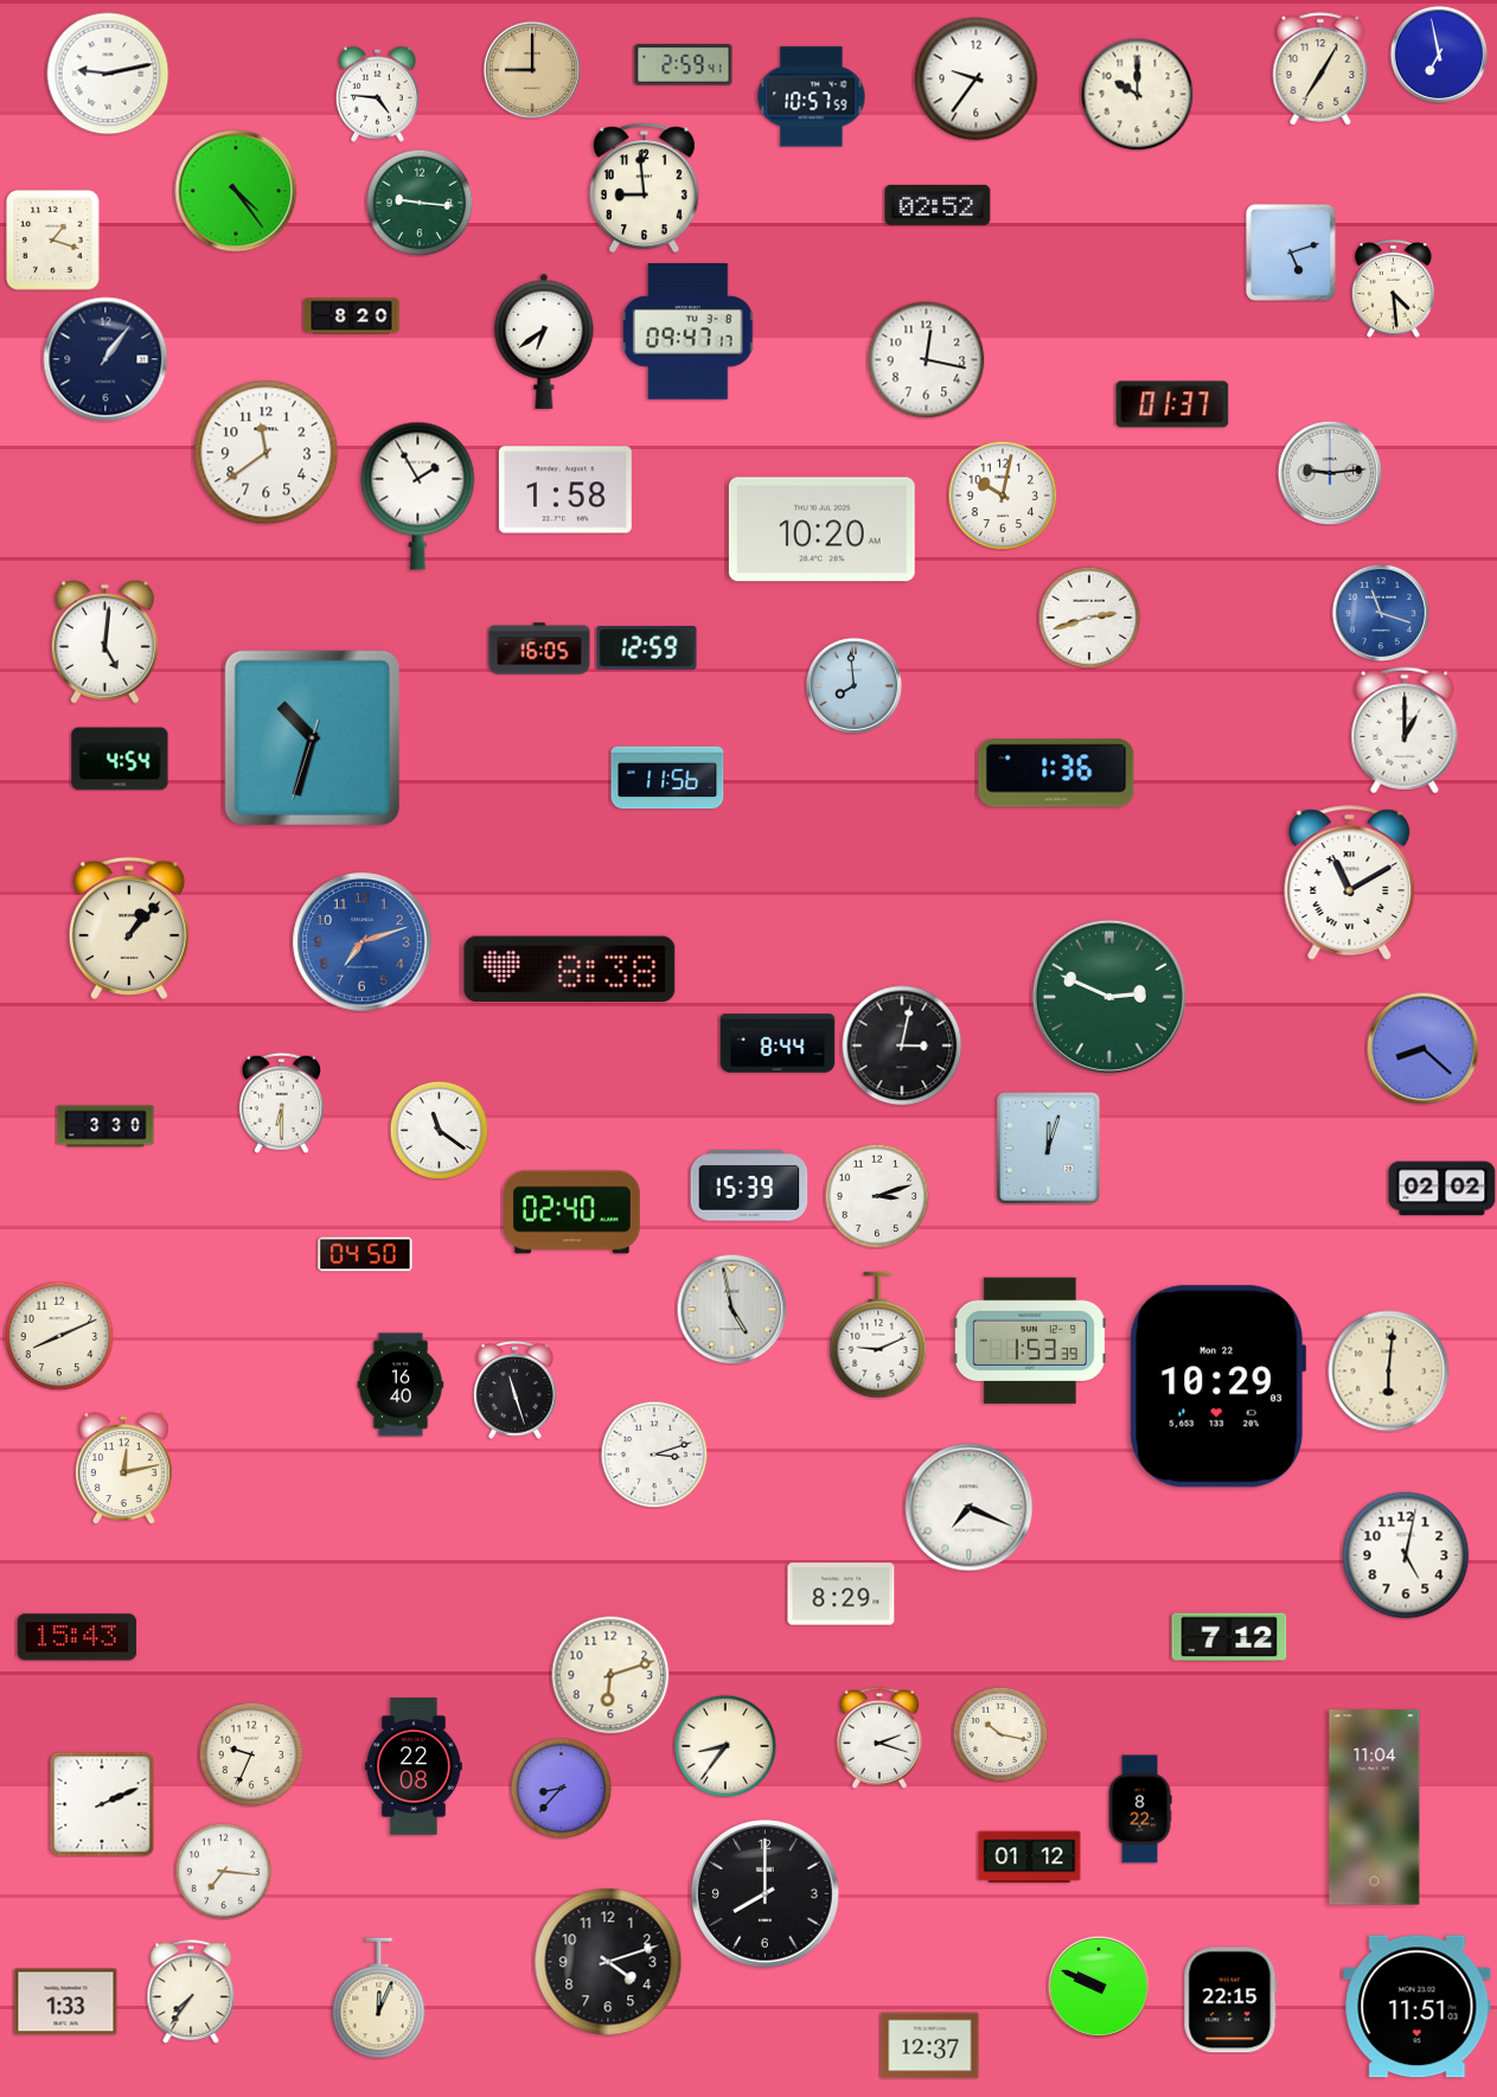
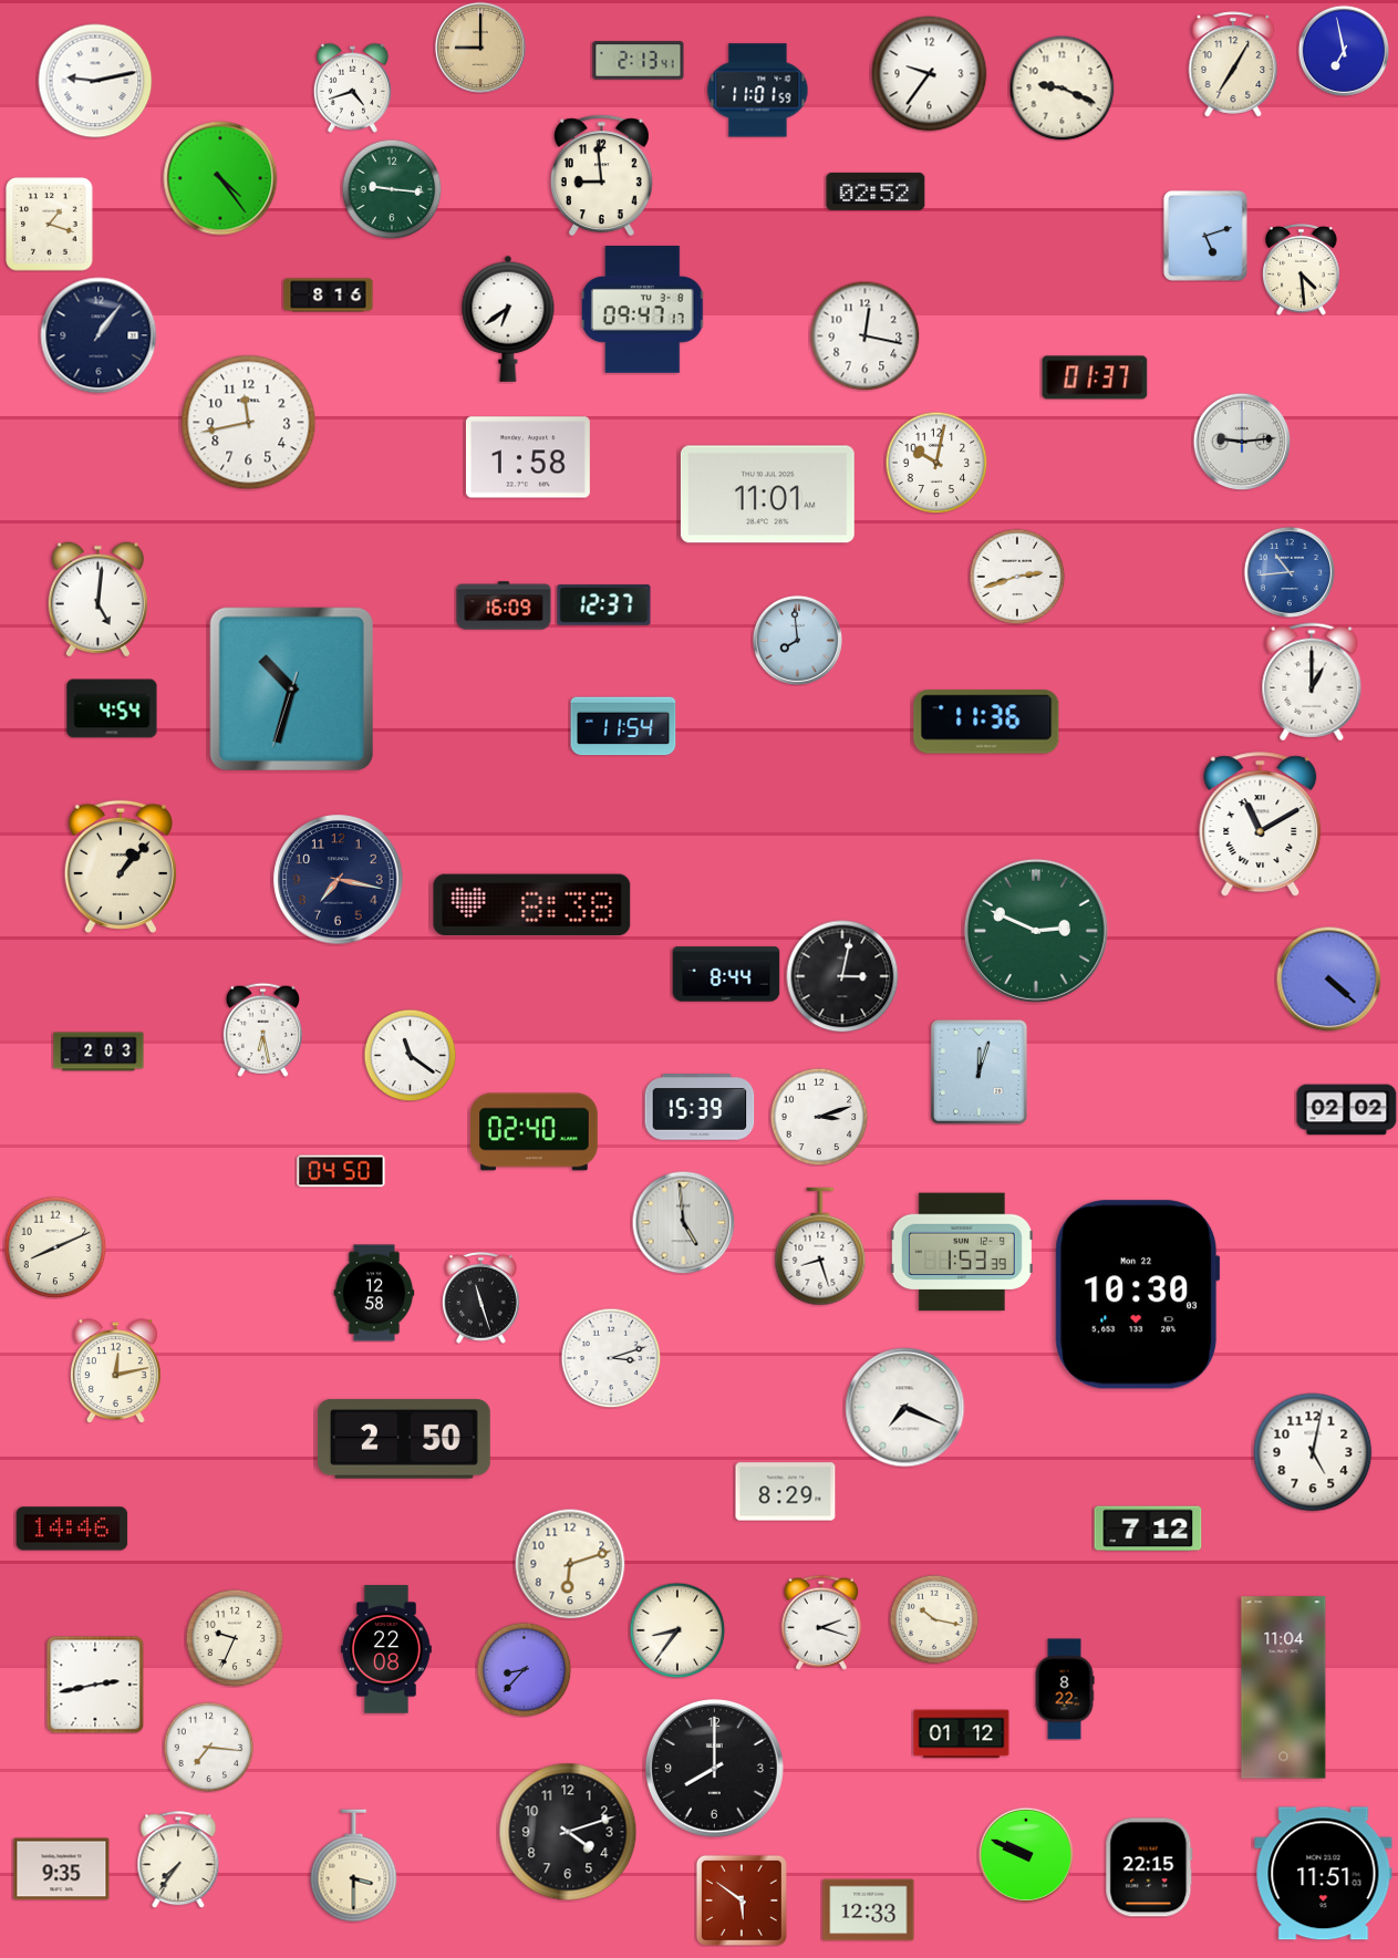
clock at (684, 65): 2:59 -> 2:13
clock at (532, 70) position: (532, 70) -> (480, 48)
clock at (108, 73) position: (108, 73) -> (95, 81)
clock at (977, 79) position: (977, 79) -> (930, 74)
clock at (377, 94): 4:46 -> 4:42
clock at (1137, 94): 10:00 -> 9:19
clock at (812, 97): 10:57 -> 11:01
clock at (352, 317): 8:20 -> 8:16
clock at (267, 453): 11:39 -> 11:43
clock at (418, 496): 1:55 -> none
clock at (821, 530): 10:20 -> 11:01
clock at (1381, 613): 11:18 -> 10:44
clock at (539, 648): 16:05 -> 16:09
clock at (647, 648): 12:59 -> 12:37
clock at (1056, 773): 1:36 -> 11:36
clock at (667, 778): 11:56 -> 11:54
clock at (363, 942): 7:12 -> 7:17
clock at (363, 942) dial: blue -> navy
clock at (1422, 1048): 8:22 -> 4:22
clock at (281, 1102): 6:30 -> 6:28
clock at (105, 1126): 3:30 -> 2:03
clock at (731, 1309): 4:58 -> 4:59
clock at (878, 1335): 9:11 -> 8:27
clock at (1389, 1372): 6:01 -> none
clock at (401, 1385): 16:40 -> 12:58
clock at (1218, 1387): 10:29 -> 10:30
clock at (404, 1439): none -> 2:50
clock at (842, 1594) position: (842, 1594) -> (786, 1492)
clock at (77, 1637): 15:43 -> 14:46
clock at (102, 1804): 2:11 -> 2:43
clock at (379, 1999): 12:04 -> 3:30
clock at (66, 2002): 1:33 -> 9:35
clock at (742, 1900): none -> 5:51
clock at (930, 2046): 12:37 -> 12:33
